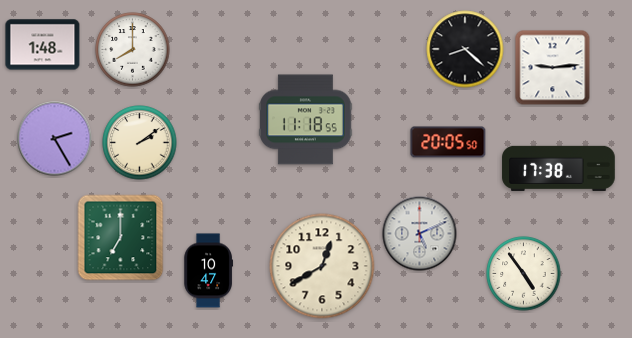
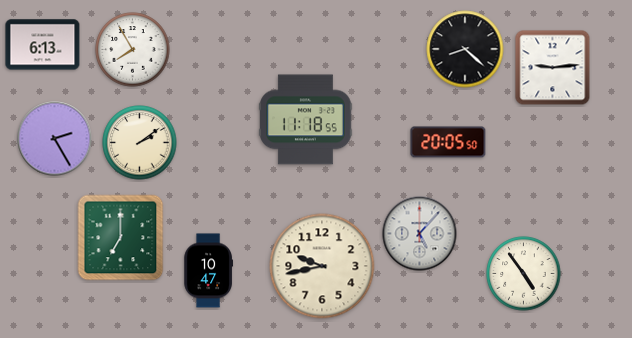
clock at (43, 45): 1:48 -> 6:13
clock at (133, 50): 8:00 -> 7:55
clock at (559, 168): 17:38 -> none
clock at (420, 234): 5:11 -> 5:07
clock at (322, 266): 12:40 -> 9:43
